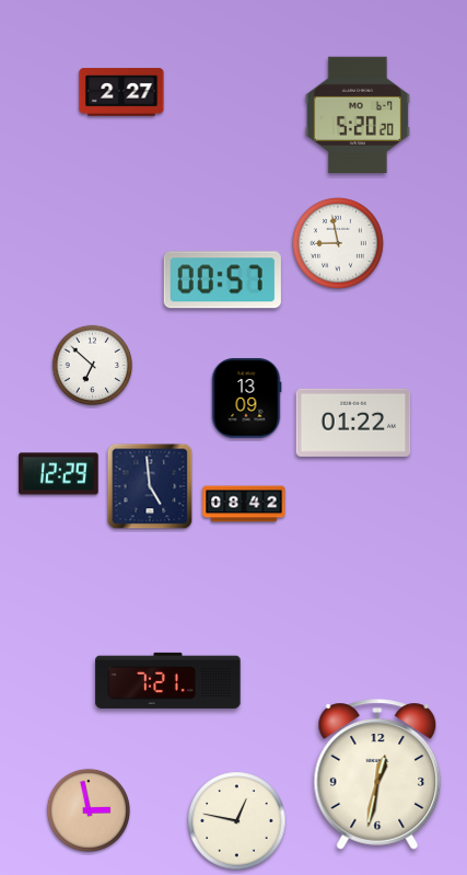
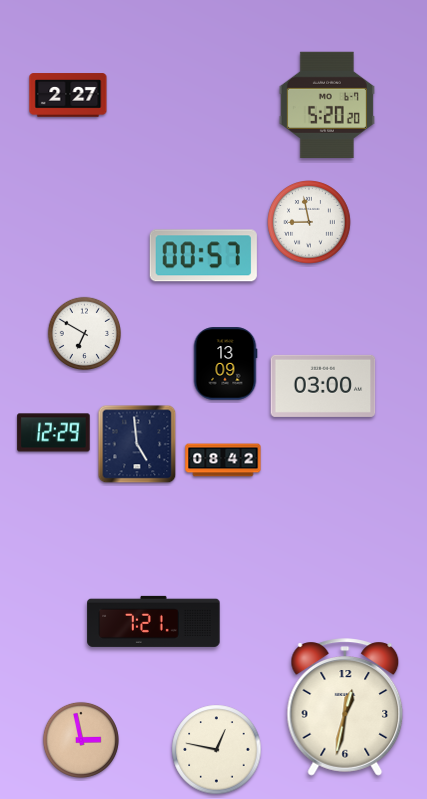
clock at (121, 92) position: (121, 92) -> (68, 95)
clock at (92, 365): 6:52 -> 6:50
clock at (353, 423): 01:22 -> 03:00
